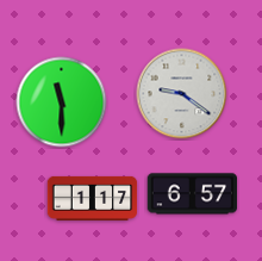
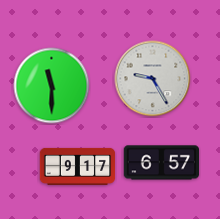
clock at (182, 94): 9:21 -> 9:25
clock at (93, 198): 1:17 -> 9:17
